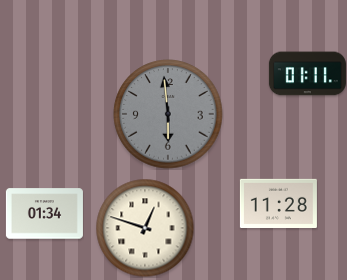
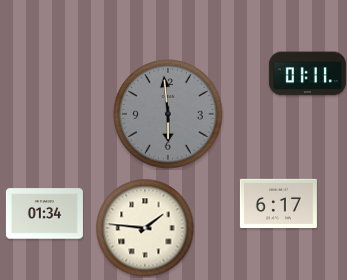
clock at (278, 203): 11:28 -> 6:17
clock at (145, 228): 12:48 -> 1:46
